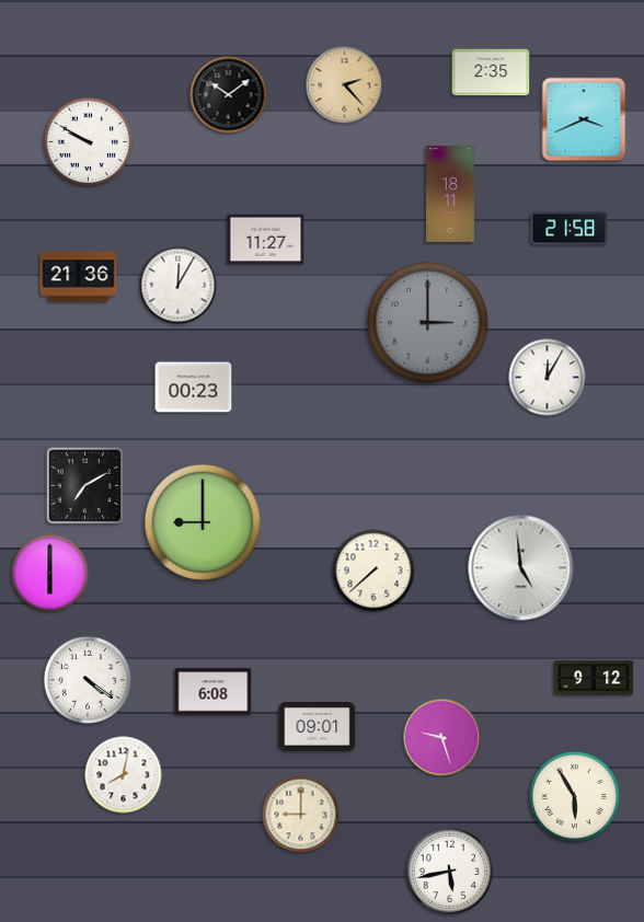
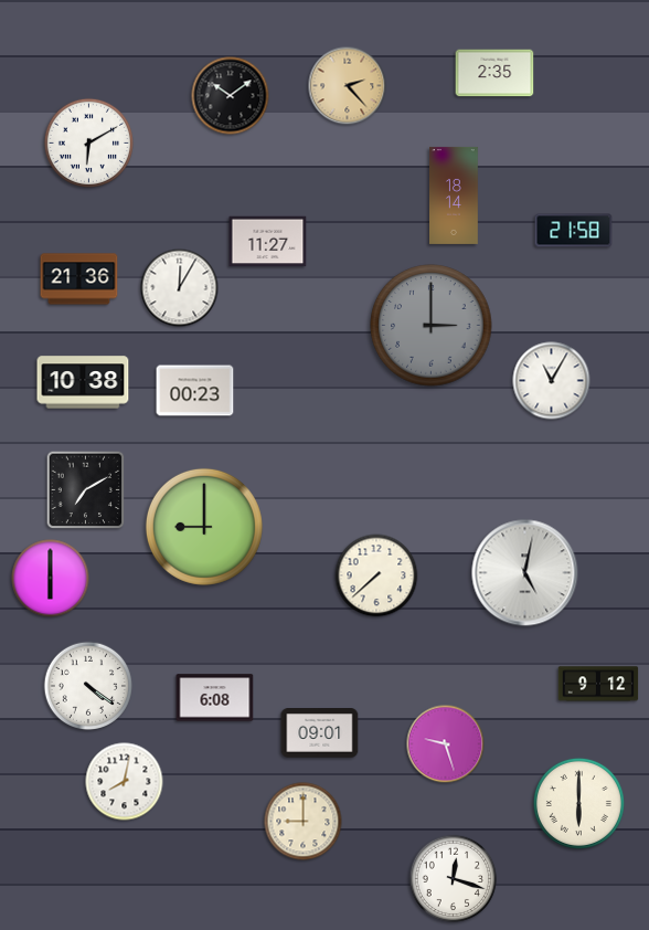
clock at (584, 119): 3:41 -> none
clock at (88, 141): 9:50 -> 6:10
clock at (451, 194): 18:11 -> 18:14
clock at (548, 378): 12:05 -> 11:05
clock at (83, 382): none -> 10:38
clock at (521, 568): 4:59 -> 5:02
clock at (574, 796): 5:55 -> 6:00
clock at (450, 872): 5:43 -> 12:18
